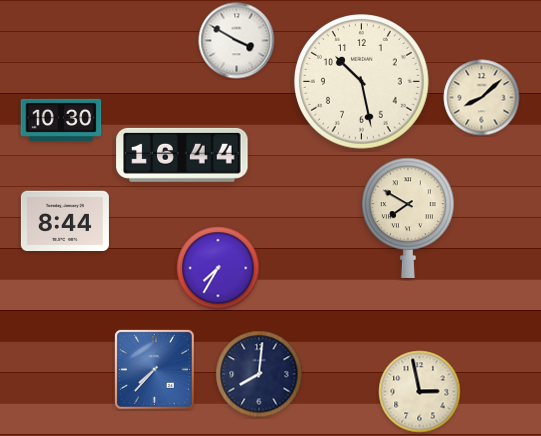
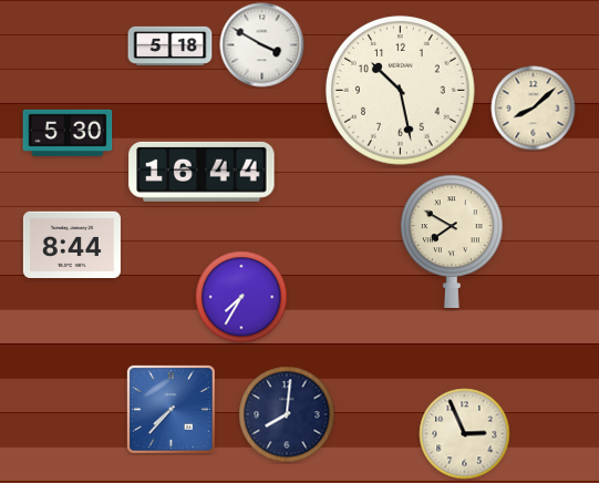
clock at (171, 47): none -> 5:18
clock at (61, 120): 10:30 -> 5:30
clock at (420, 392): 2:58 -> 2:56
